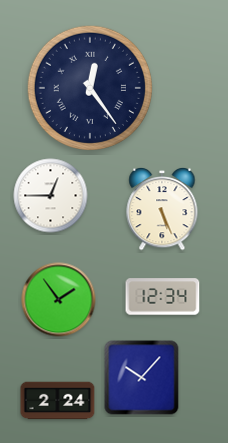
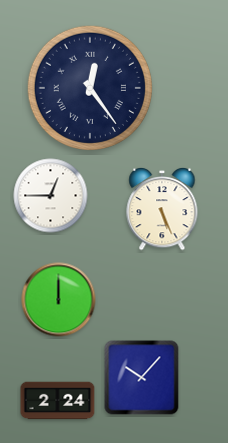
clock at (163, 297): 12:34 -> none
clock at (59, 300): 1:54 -> 12:00
